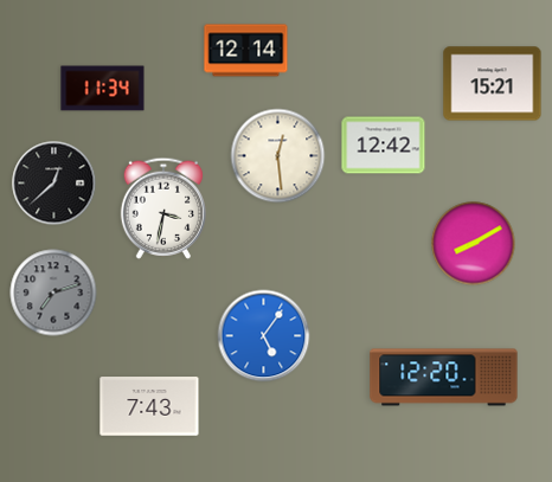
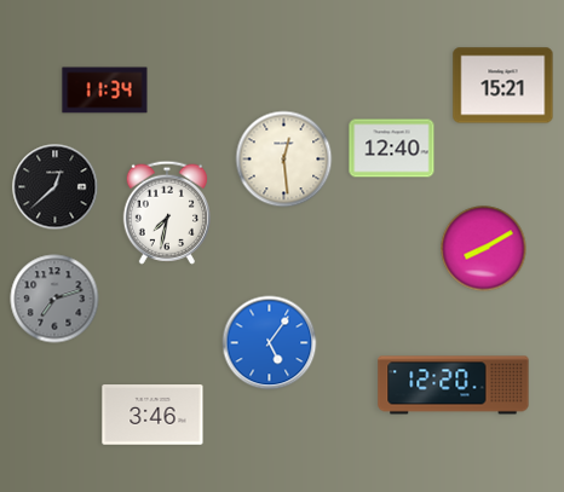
clock at (246, 51): 12:14 -> none
clock at (384, 146): 12:42 -> 12:40
clock at (163, 208): 3:32 -> 7:32
clock at (149, 406): 7:43 -> 3:46
